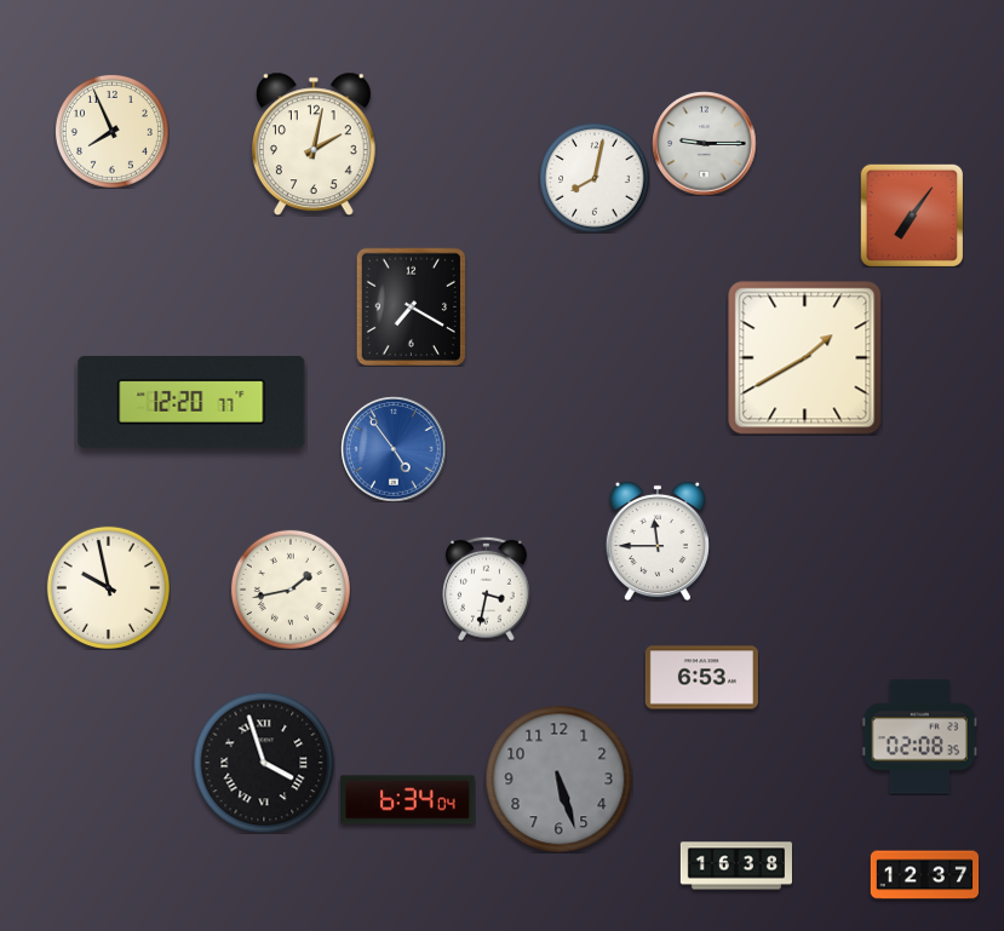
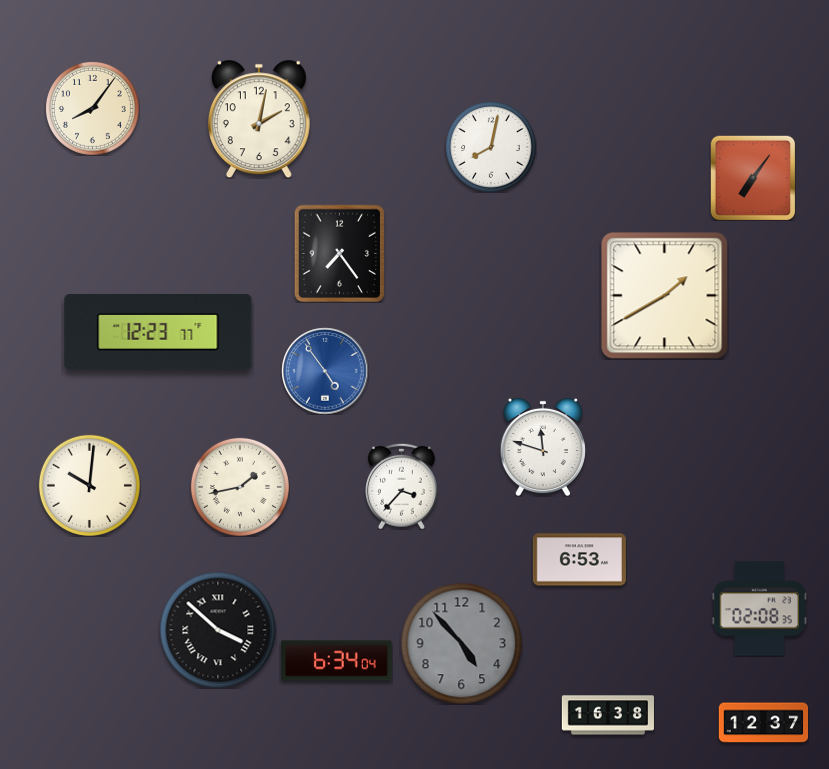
clock at (111, 131): 7:56 -> 8:06
clock at (704, 143): 9:15 -> none
clock at (412, 306): 7:20 -> 7:24
clock at (191, 403): 12:20 -> 12:23
clock at (658, 541): 11:45 -> 11:48
clock at (108, 587): 9:58 -> 10:01
clock at (487, 588): 3:32 -> 3:37
clock at (264, 763): 3:57 -> 3:52
clock at (558, 778): 5:27 -> 4:53
